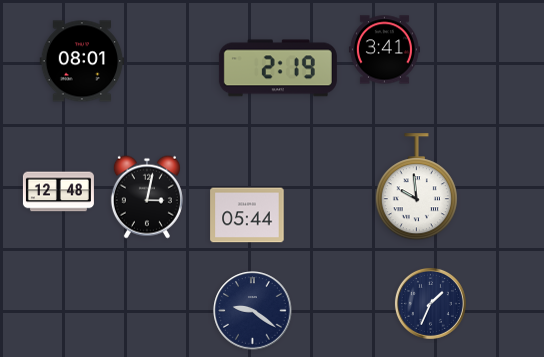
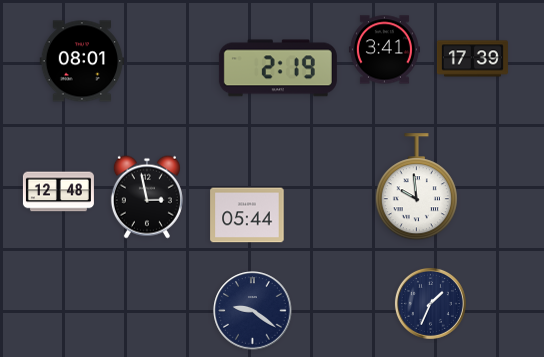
clock at (472, 59): none -> 17:39
clock at (147, 197): 3:02 -> 2:58
